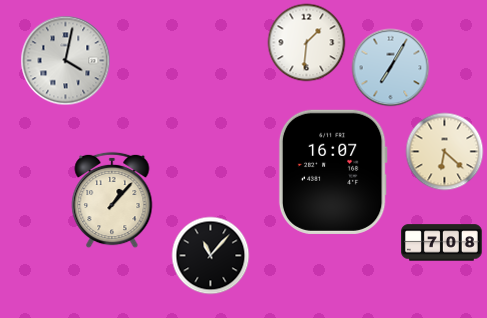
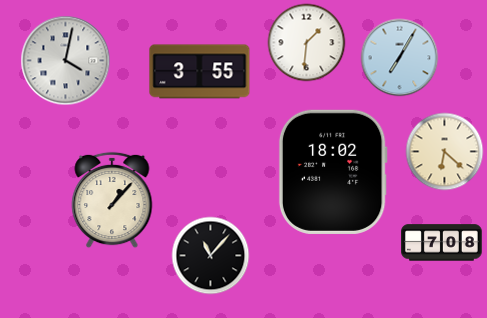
clock at (390, 67) position: (390, 67) -> (399, 57)
clock at (200, 72): none -> 3:55
clock at (333, 172): 16:07 -> 18:02
